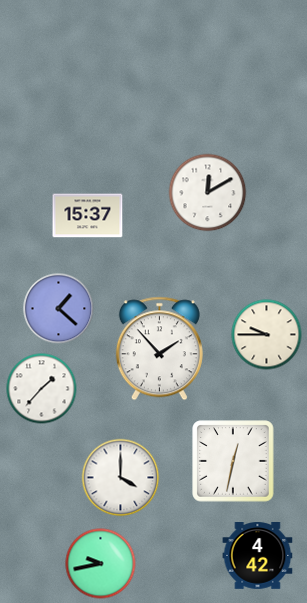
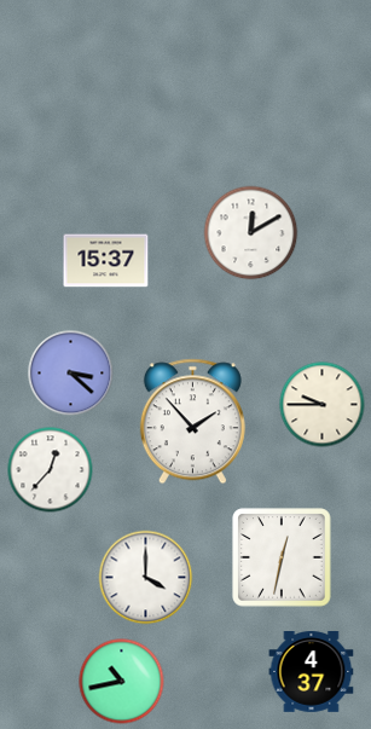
clock at (59, 309): 1:22 -> 3:22
clock at (42, 389): 1:37 -> 12:37
clock at (258, 556): 4:42 -> 4:37
clock at (101, 564): 9:43 -> 10:43
